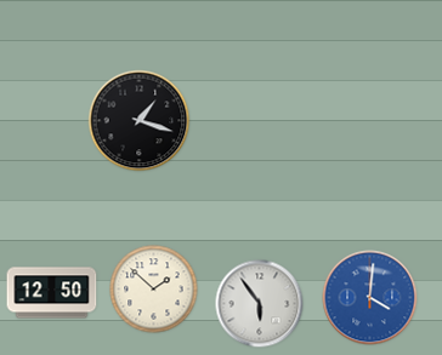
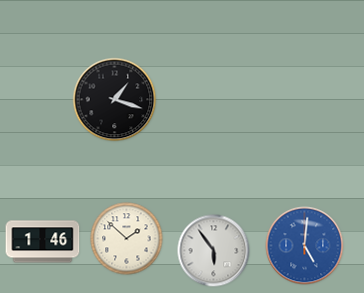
clock at (52, 293): 12:50 -> 1:46
clock at (370, 298): 4:01 -> 5:01
